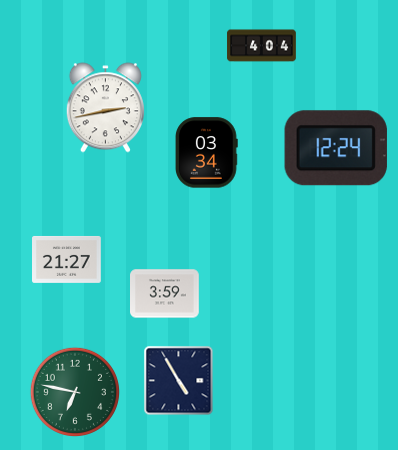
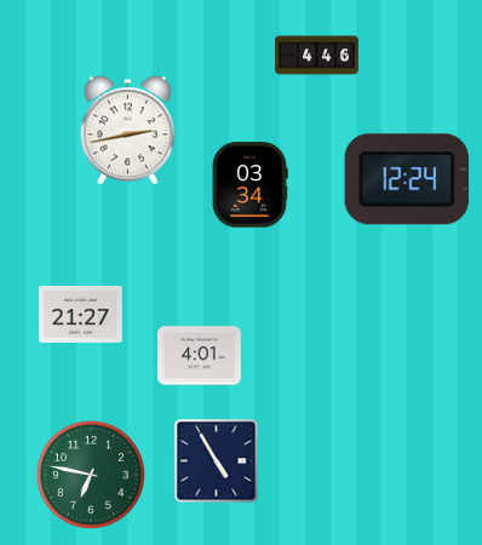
clock at (262, 46): 4:04 -> 4:46
clock at (165, 294): 3:59 -> 4:01
